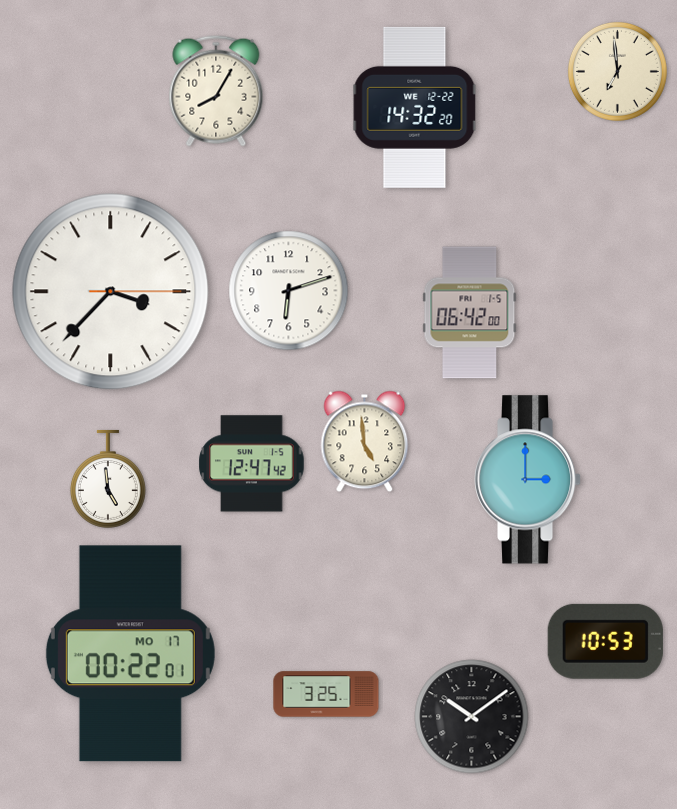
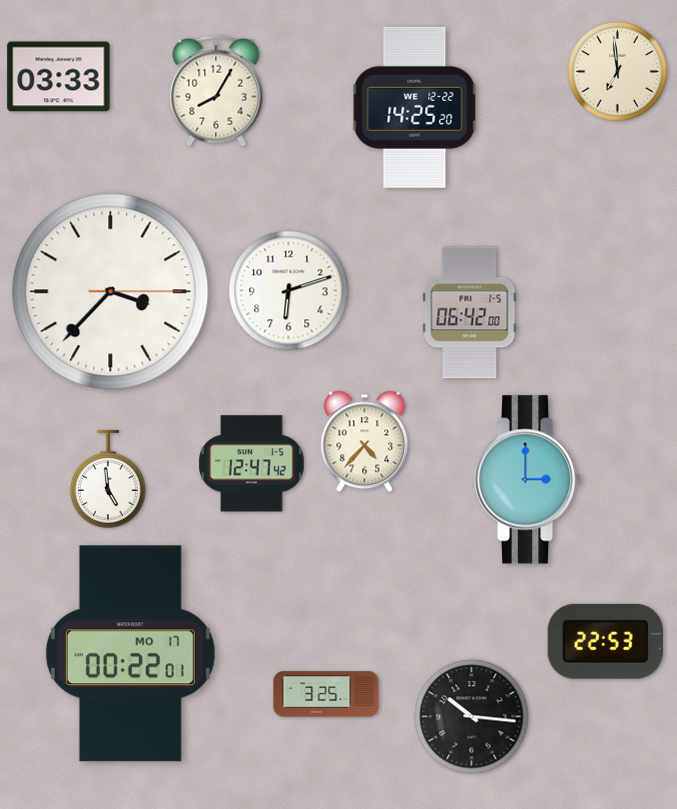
clock at (59, 77): none -> 03:33
clock at (415, 107): 14:32 -> 14:25
clock at (365, 442): 4:59 -> 4:37
clock at (605, 641): 10:53 -> 22:53
clock at (472, 717): 10:09 -> 10:16
